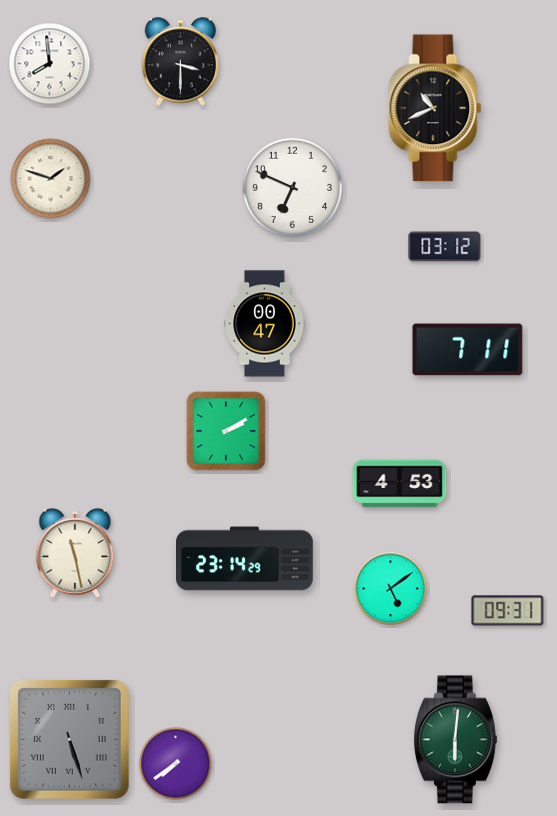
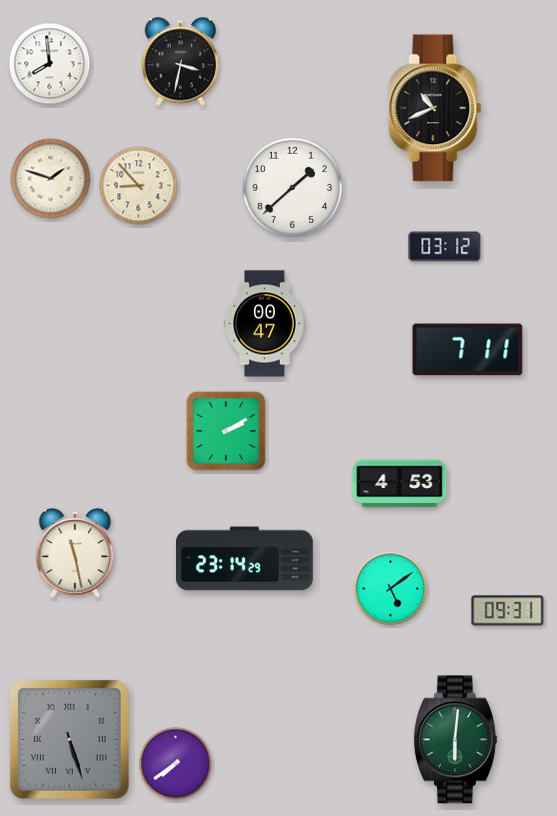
clock at (181, 62): 3:30 -> 3:32
clock at (139, 186): none -> 8:53
clock at (292, 187): 6:49 -> 1:38
